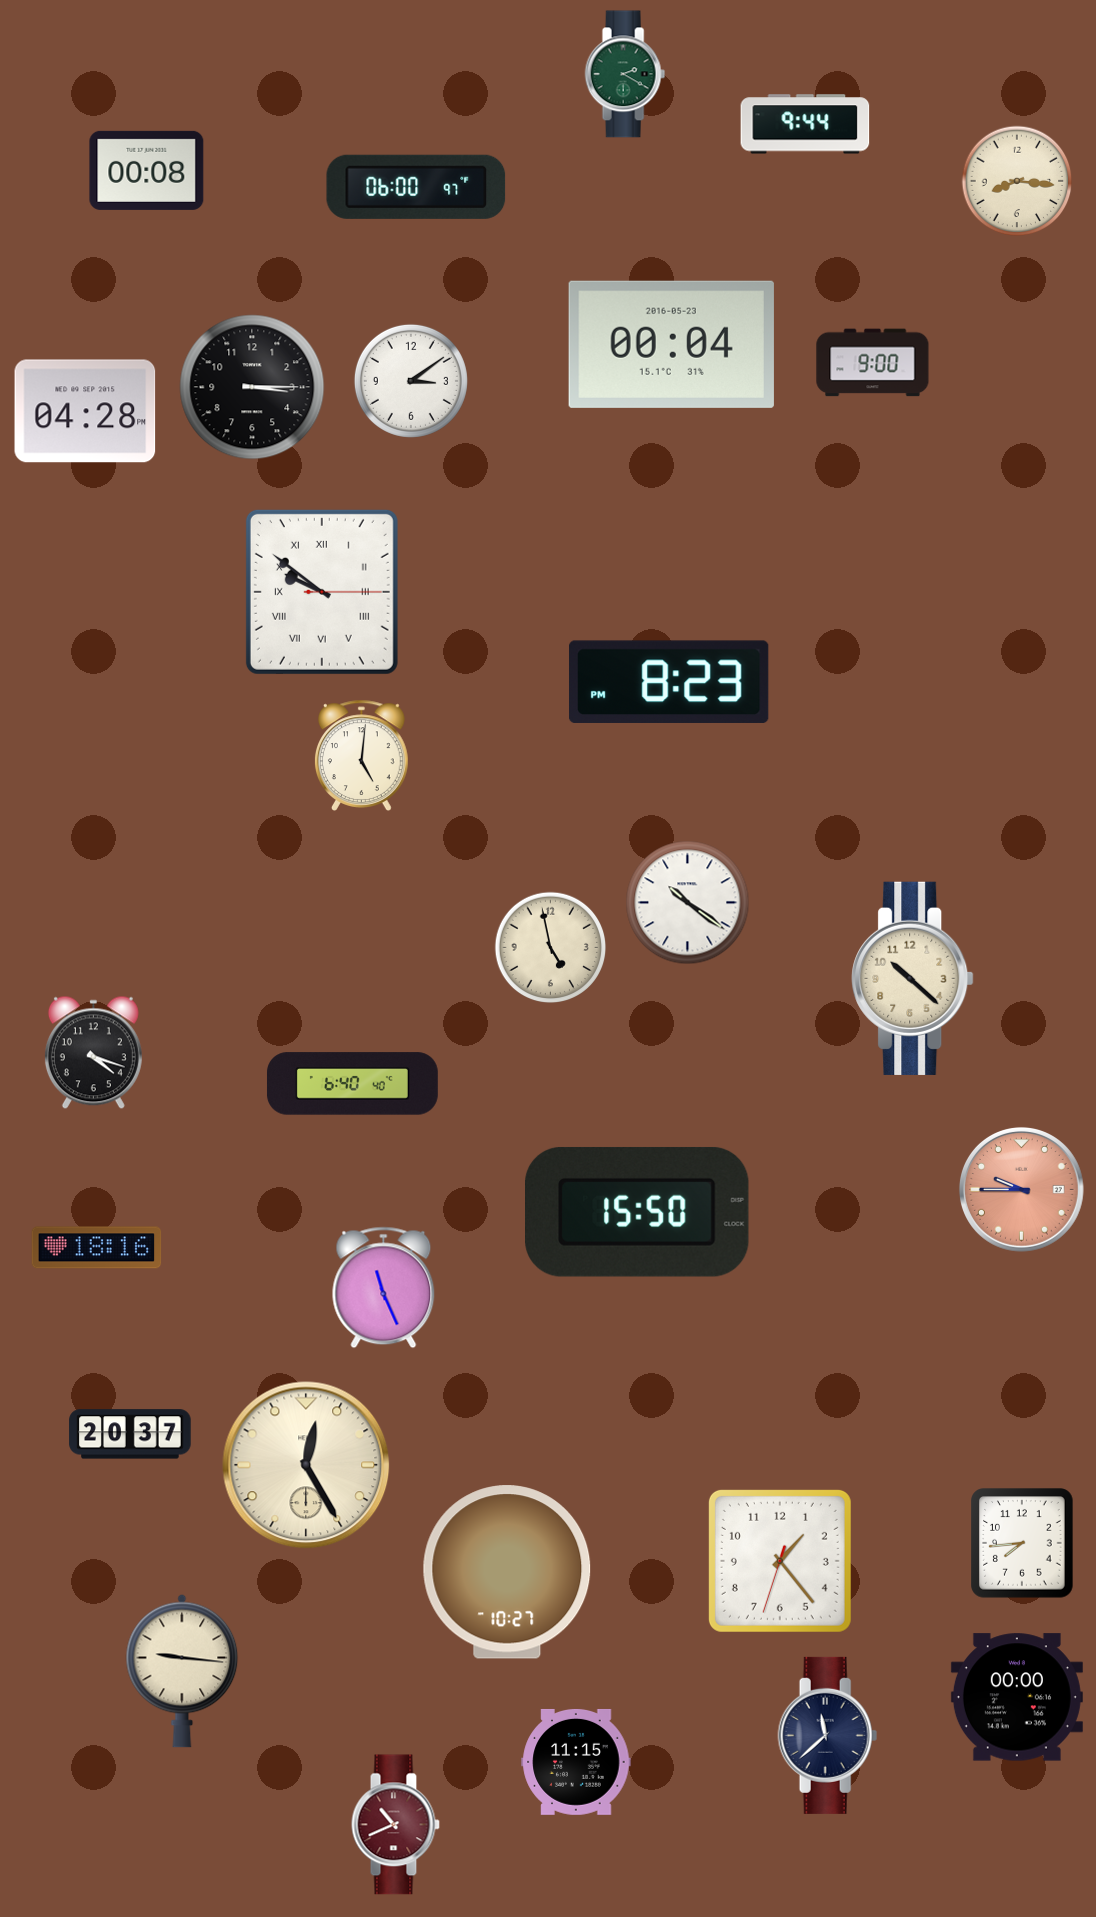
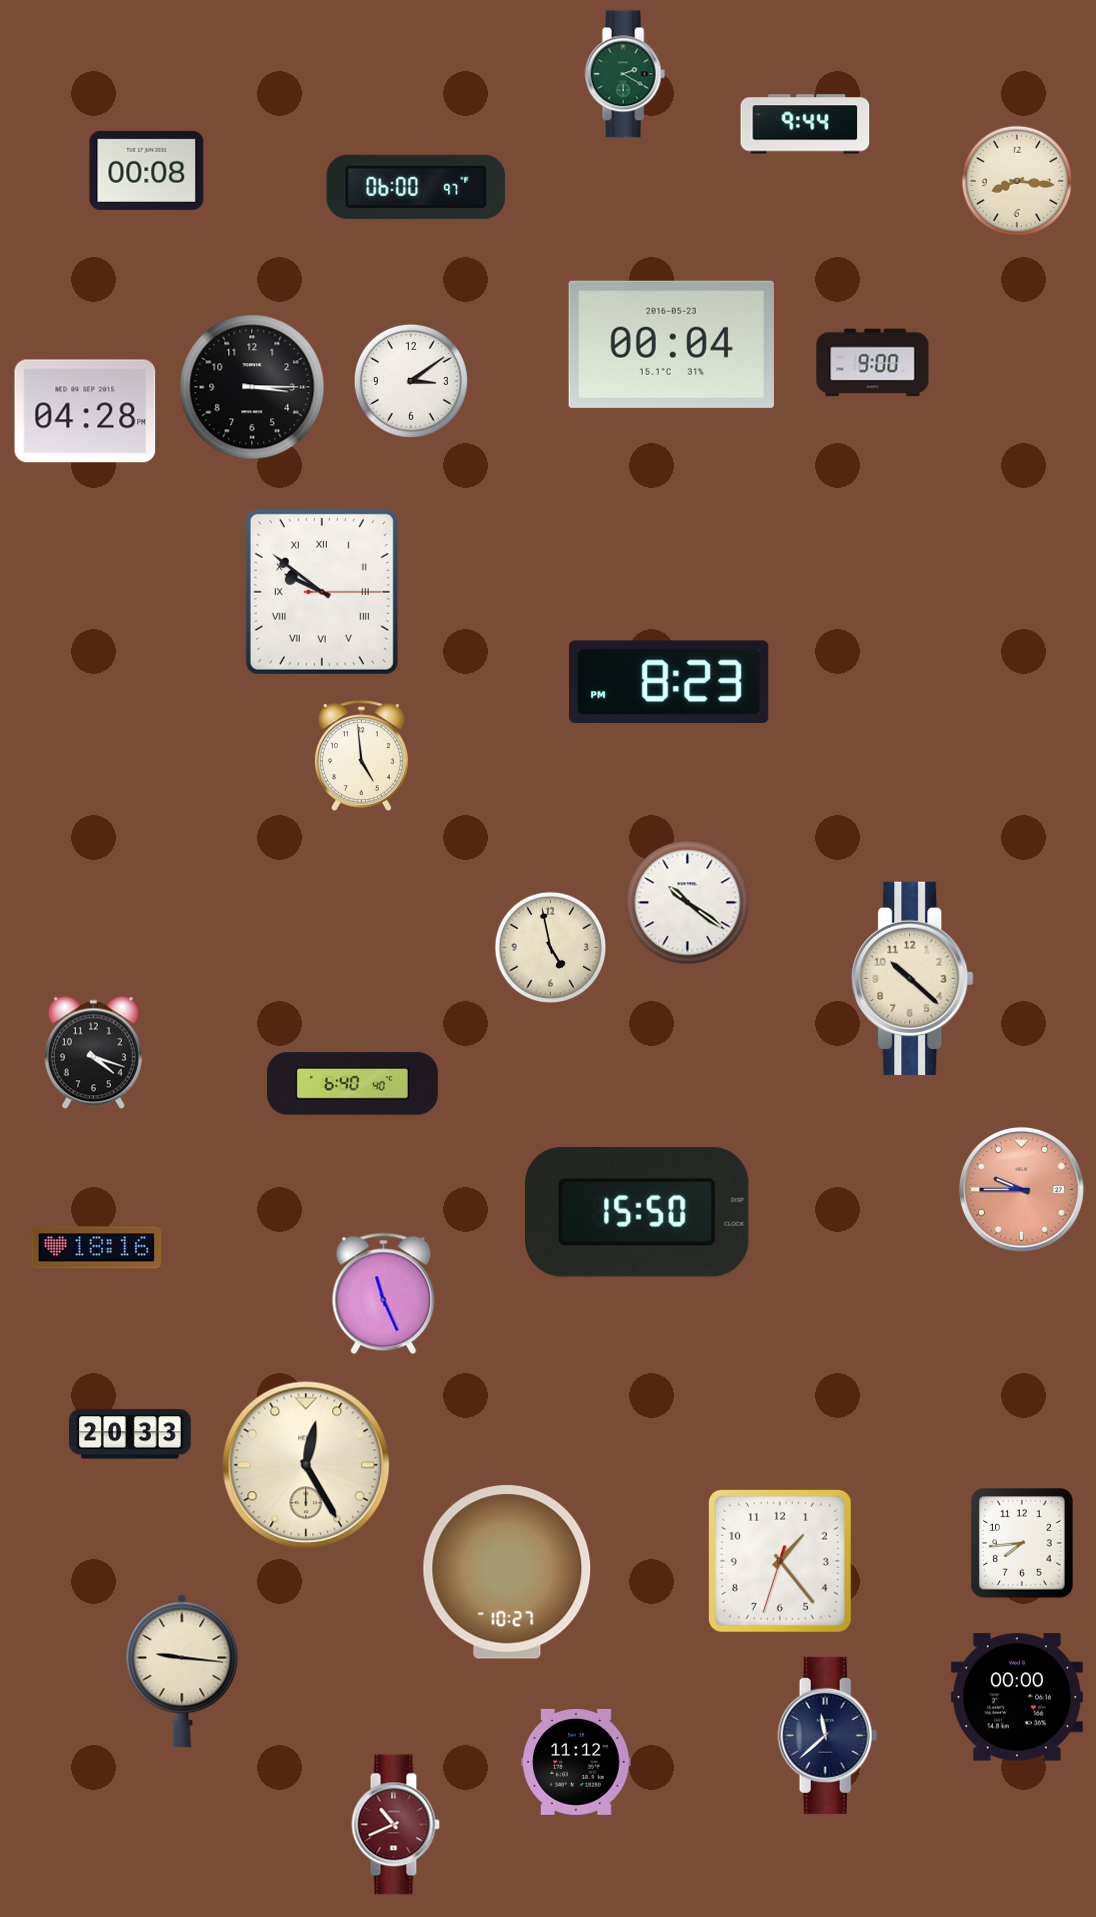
clock at (362, 755): 5:01 -> 4:59
clock at (384, 1288) position: (384, 1288) -> (384, 1294)
clock at (130, 1434): 20:37 -> 20:33
clock at (576, 1762): 11:15 -> 11:12
